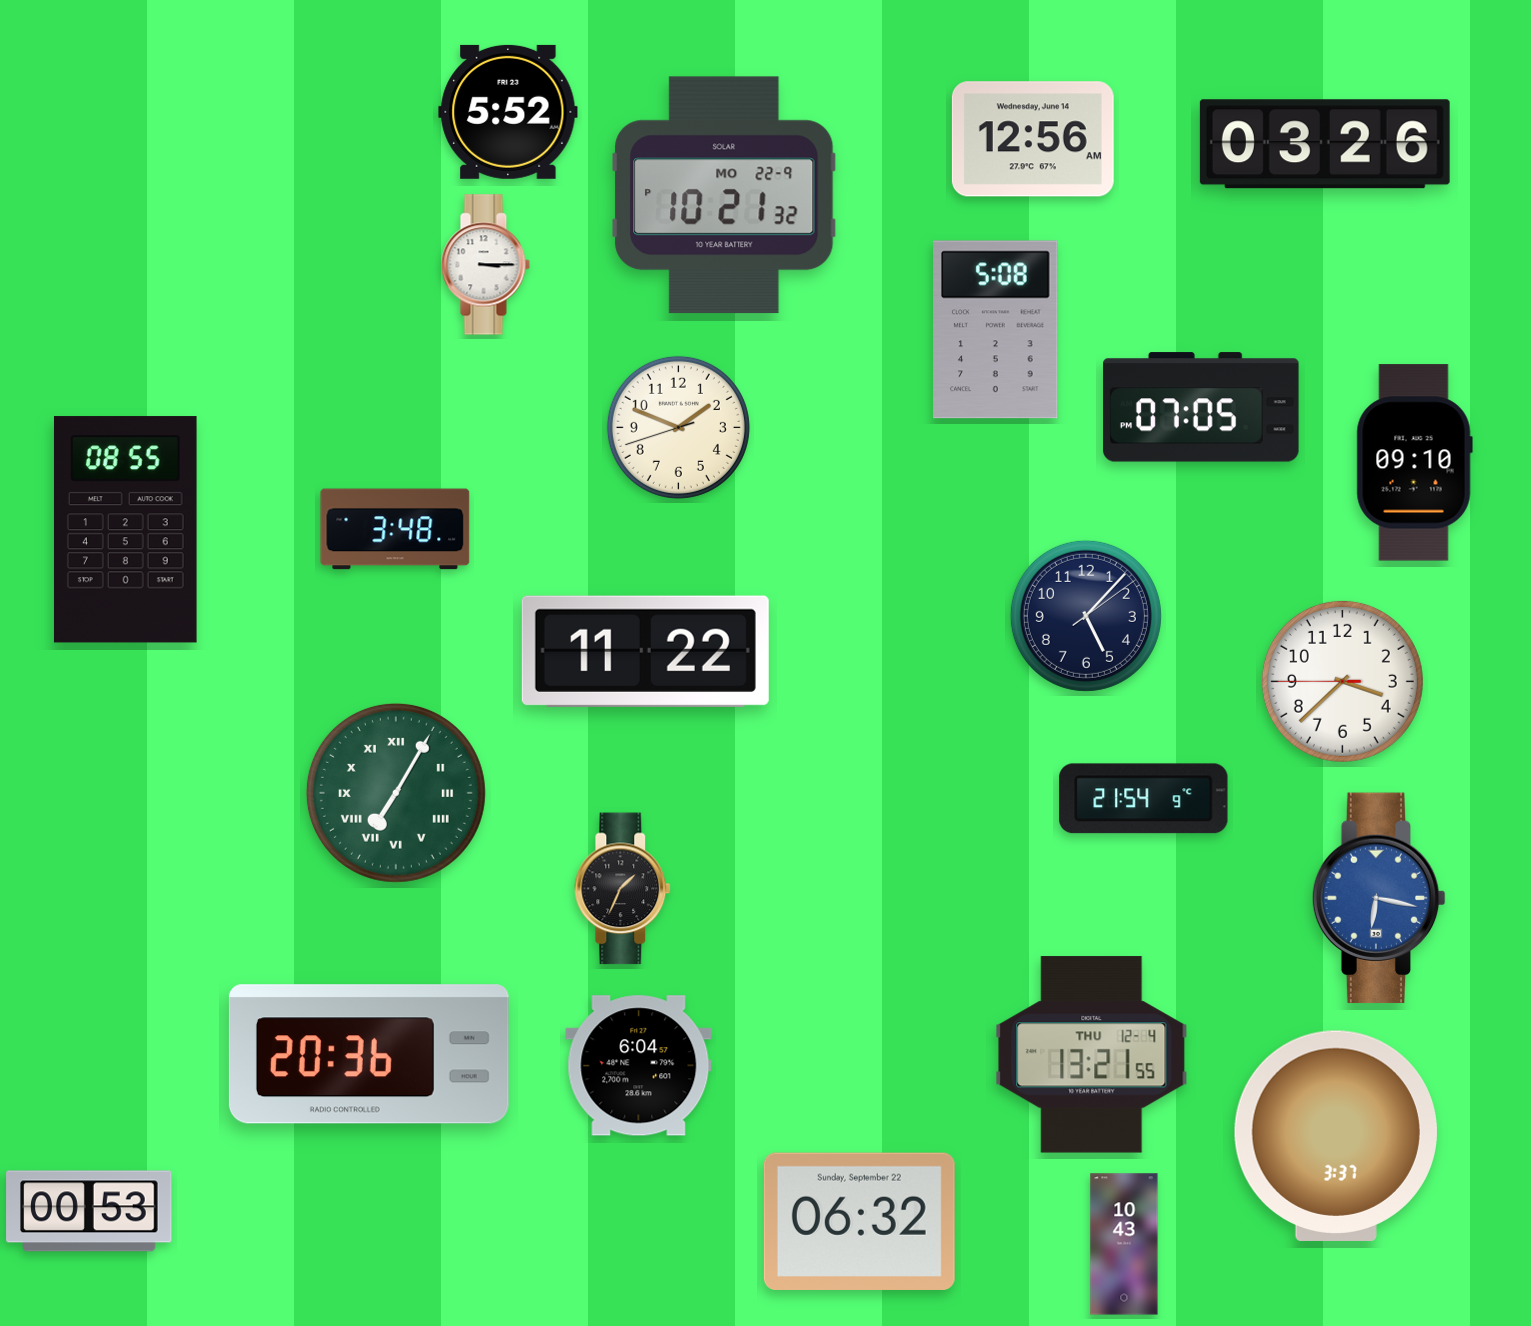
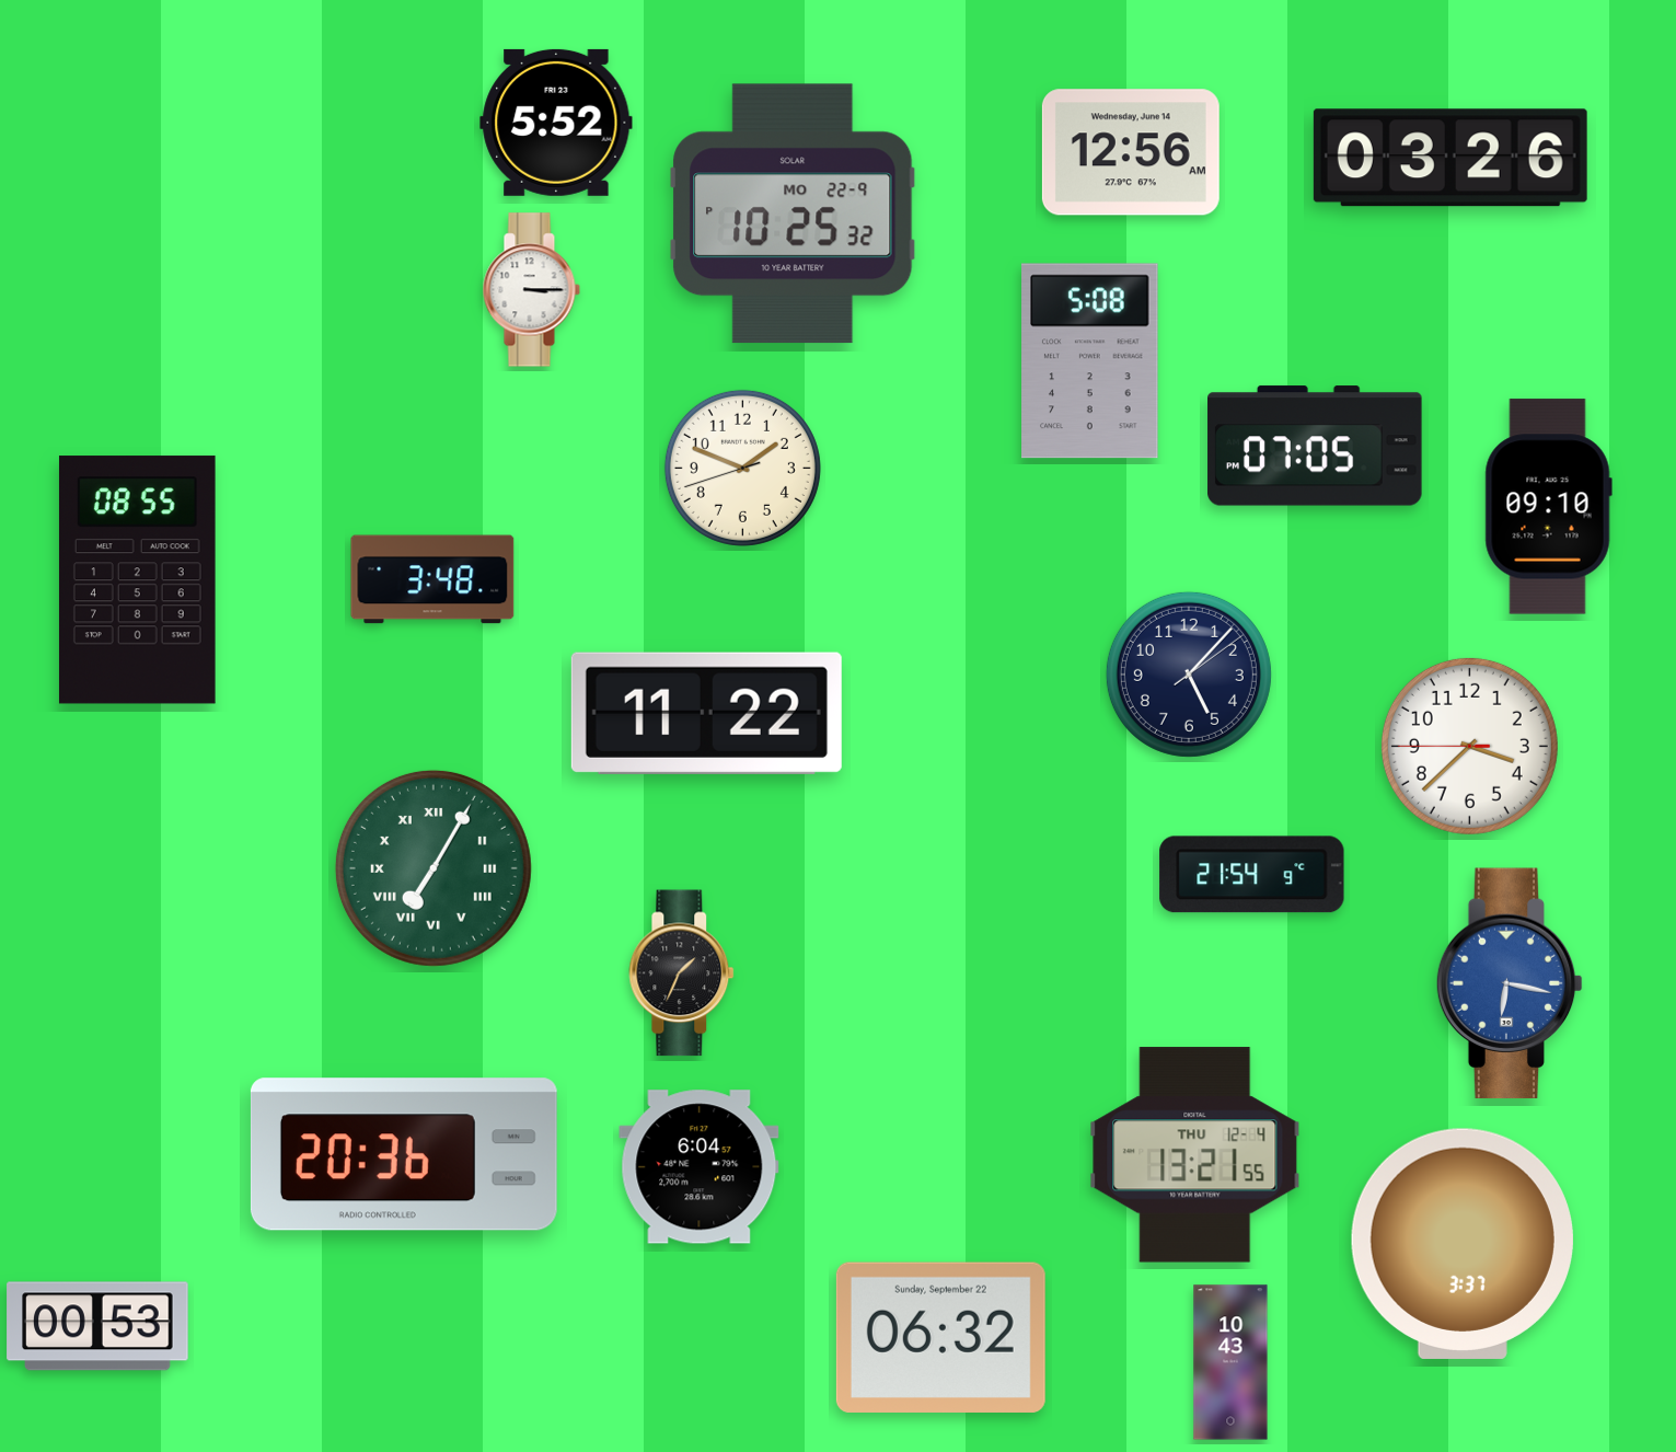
clock at (724, 195): 10:21 -> 10:25
